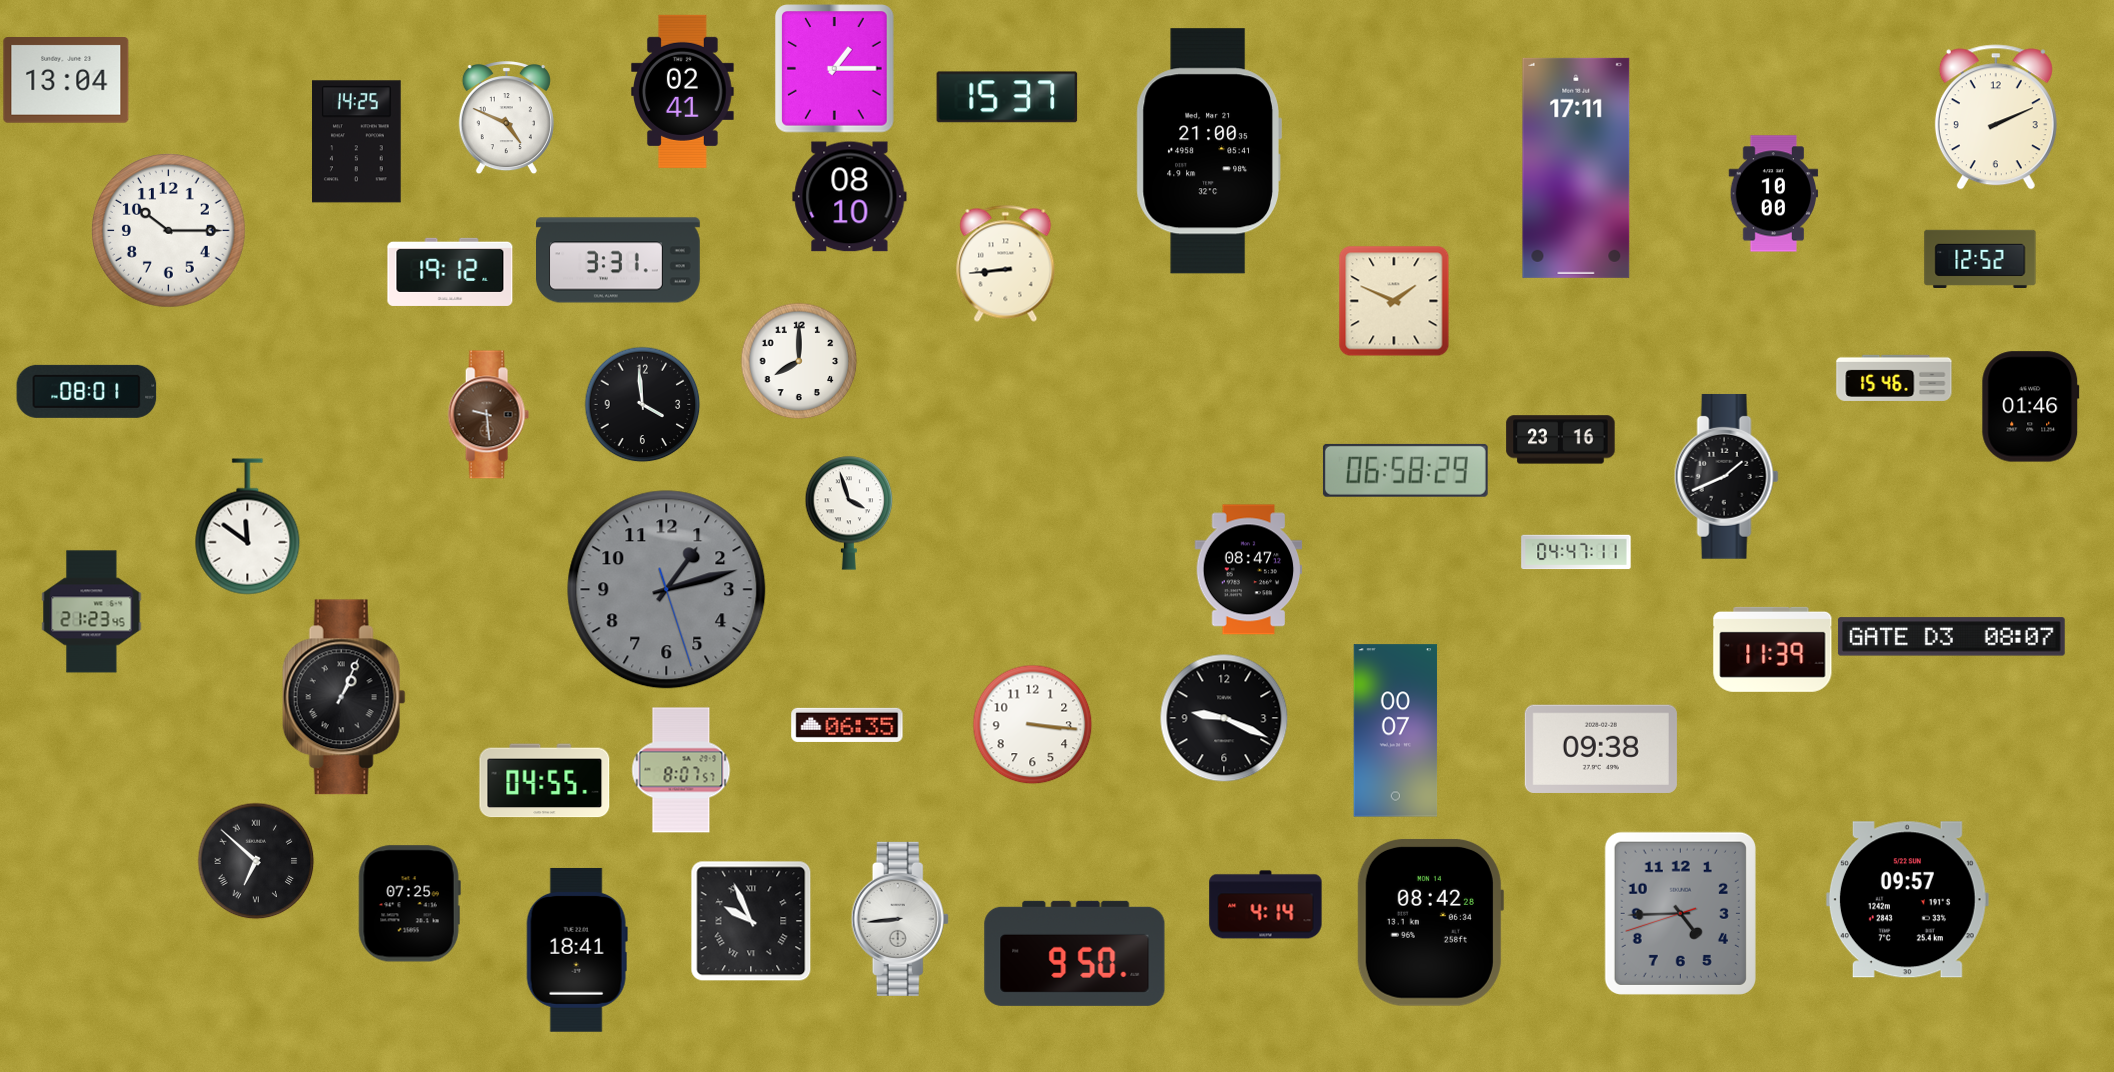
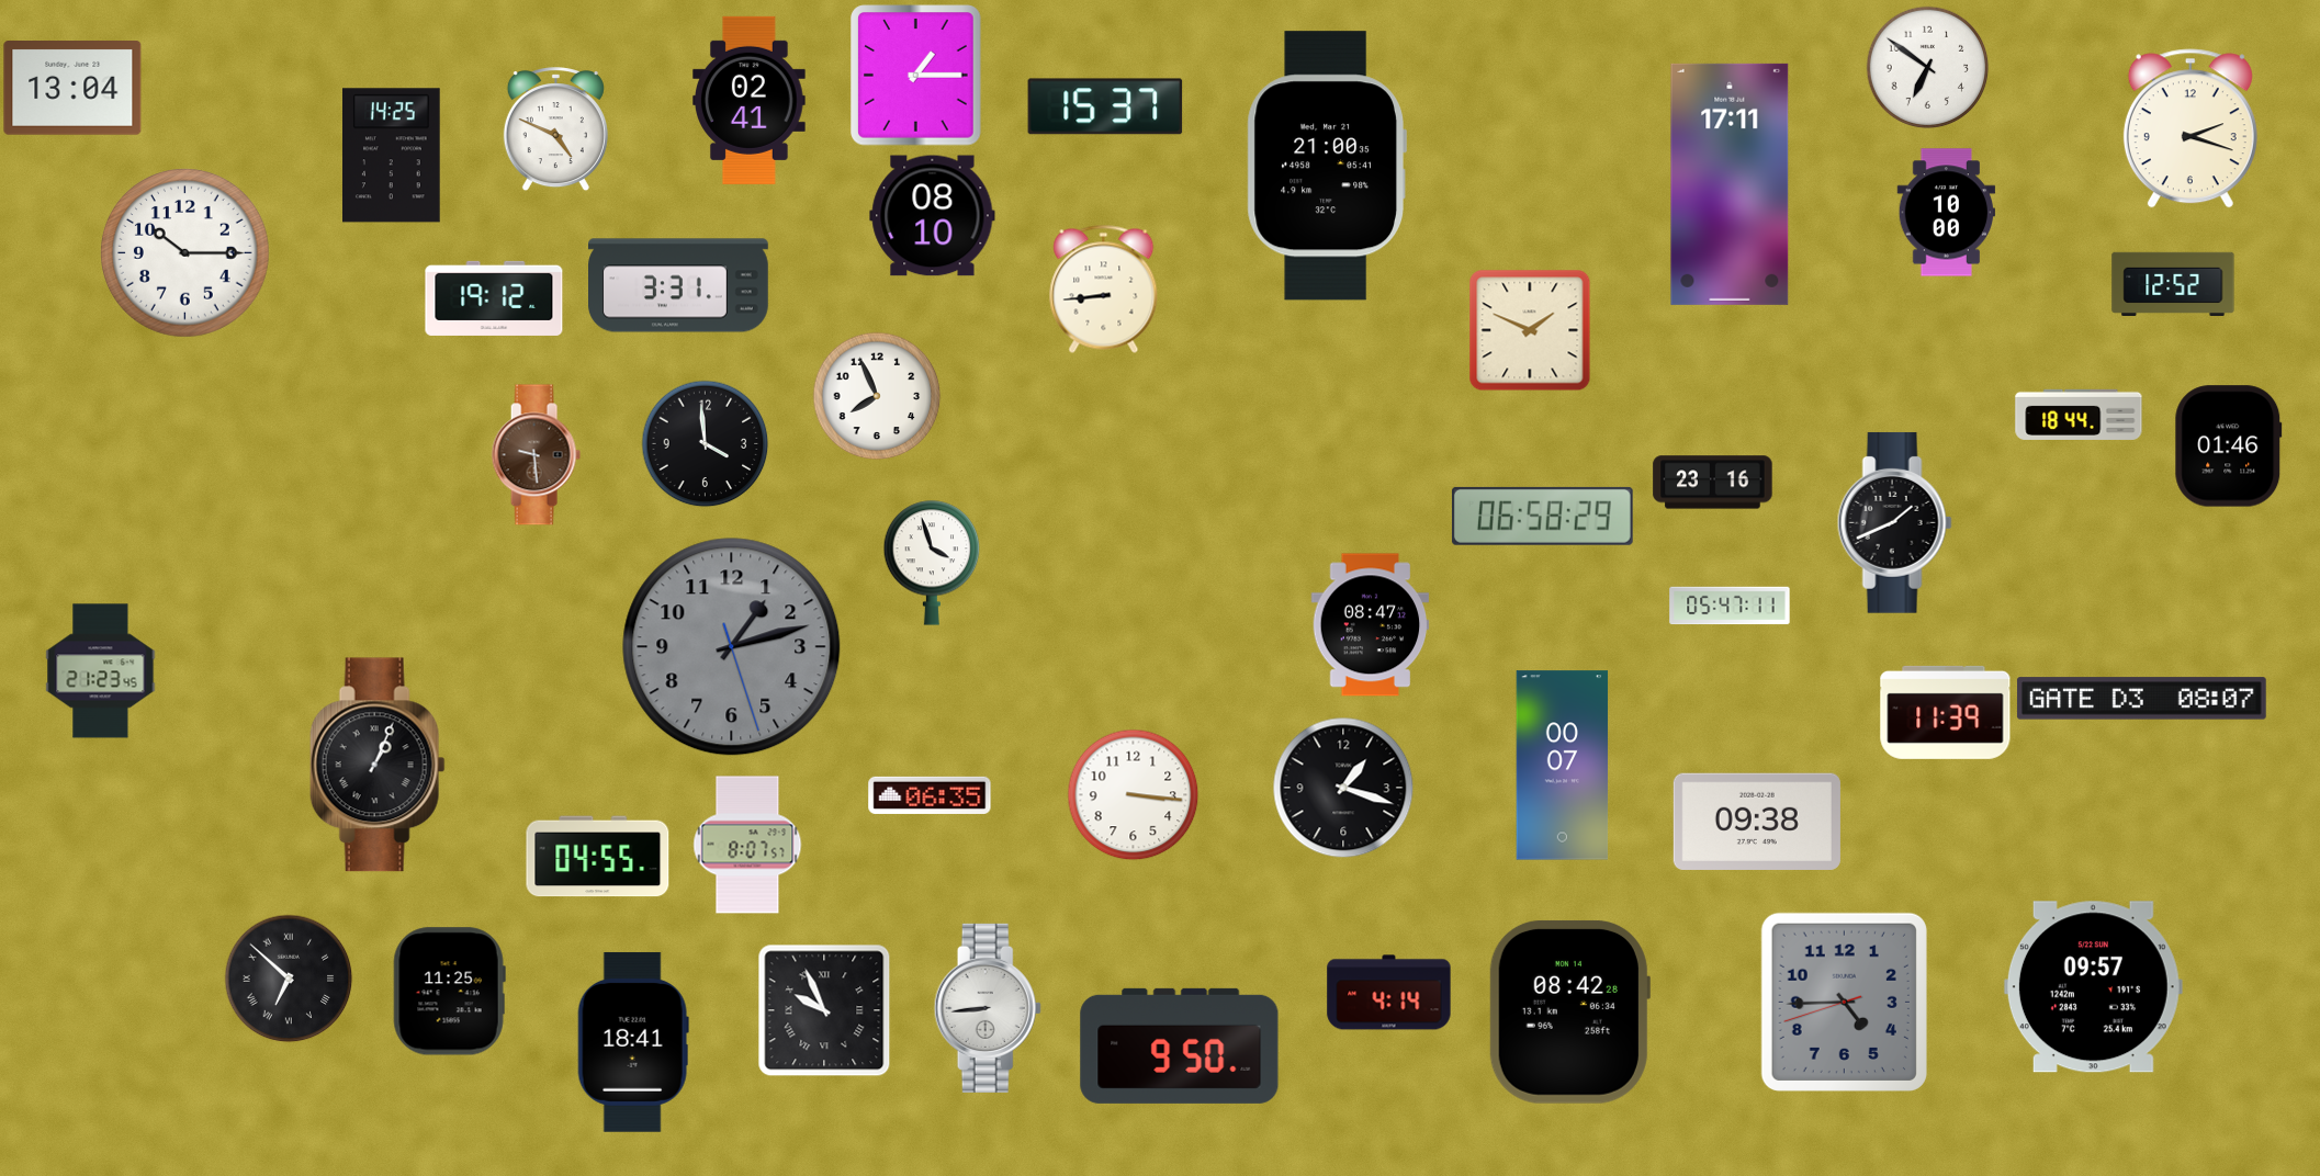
clock at (1927, 67): none -> 6:51
clock at (1996, 117): 2:11 -> 2:18
clock at (799, 361): 8:00 -> 7:56
clock at (1894, 378): 15:46 -> 18:44
clock at (87, 391): 08:01 -> none
clock at (248, 527): 11:51 -> none
clock at (1576, 552): 04:47 -> 05:47
clock at (1224, 718): 9:19 -> 1:18
clock at (1396, 731) position: (1396, 731) -> (1563, 766)
clock at (256, 861) position: (256, 861) -> (289, 979)
clock at (409, 904): 07:25 -> 11:25
